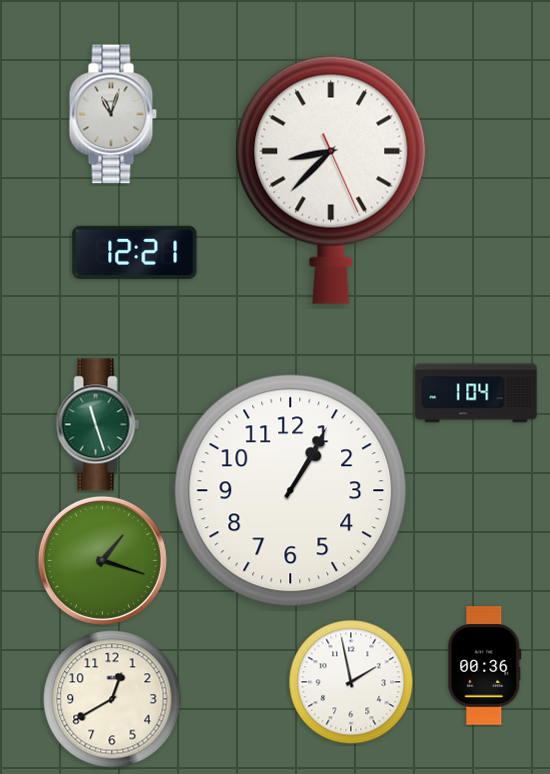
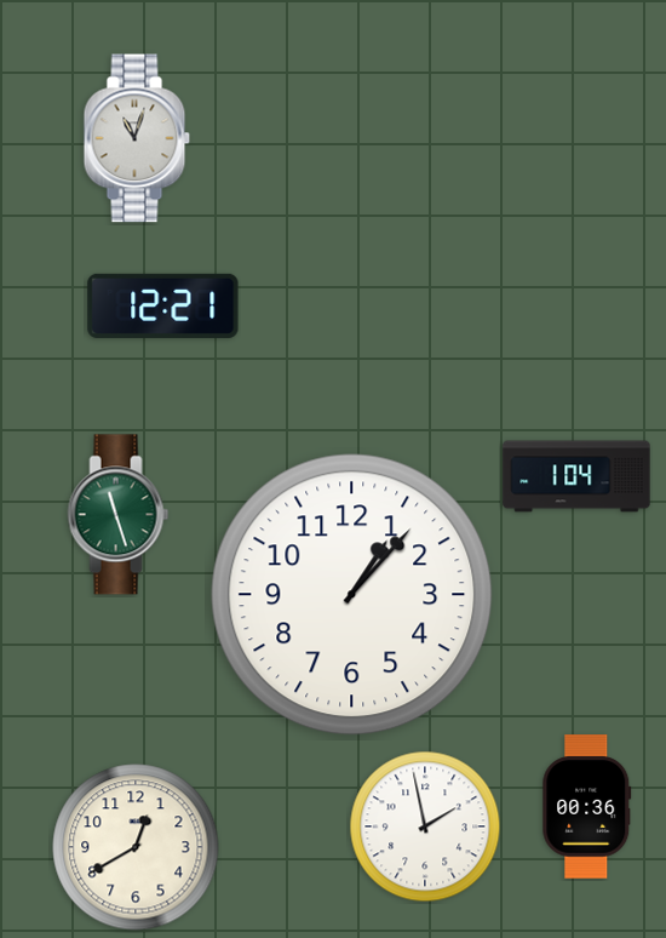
clock at (331, 180): 8:37 -> none
clock at (291, 491): 1:05 -> 1:07
clock at (102, 560): 1:18 -> none
